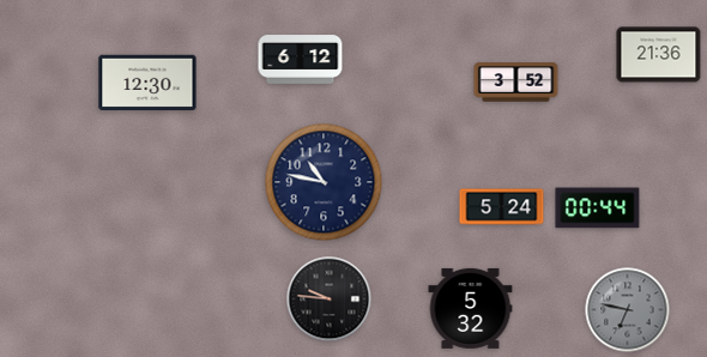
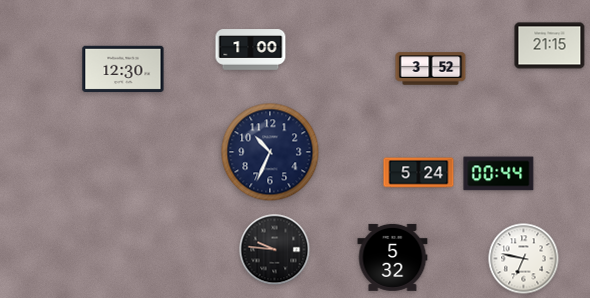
clock at (659, 55): 21:36 -> 21:15
clock at (301, 60): 6:12 -> 1:00
clock at (324, 182): 10:47 -> 10:34
clock at (628, 310) dial: grey -> white
